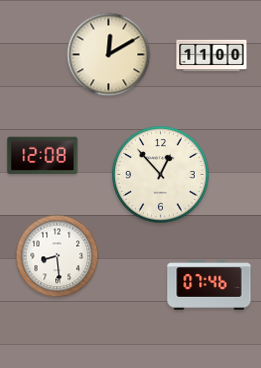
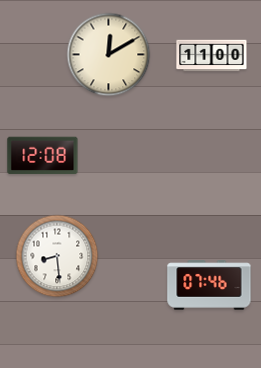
clock at (161, 175): 12:53 -> none
